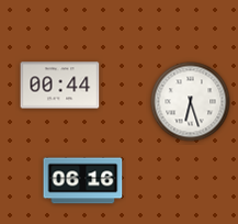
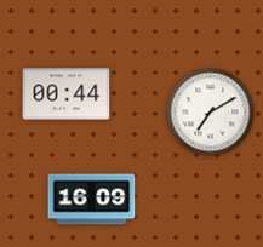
clock at (191, 102): 6:27 -> 7:10
clock at (83, 181): 06:16 -> 16:09
